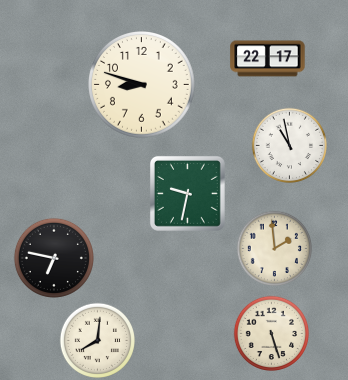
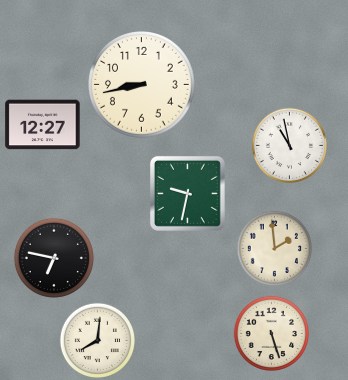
clock at (268, 59): 22:17 -> none
clock at (142, 85): 8:48 -> 8:43
clock at (43, 125): none -> 12:27
